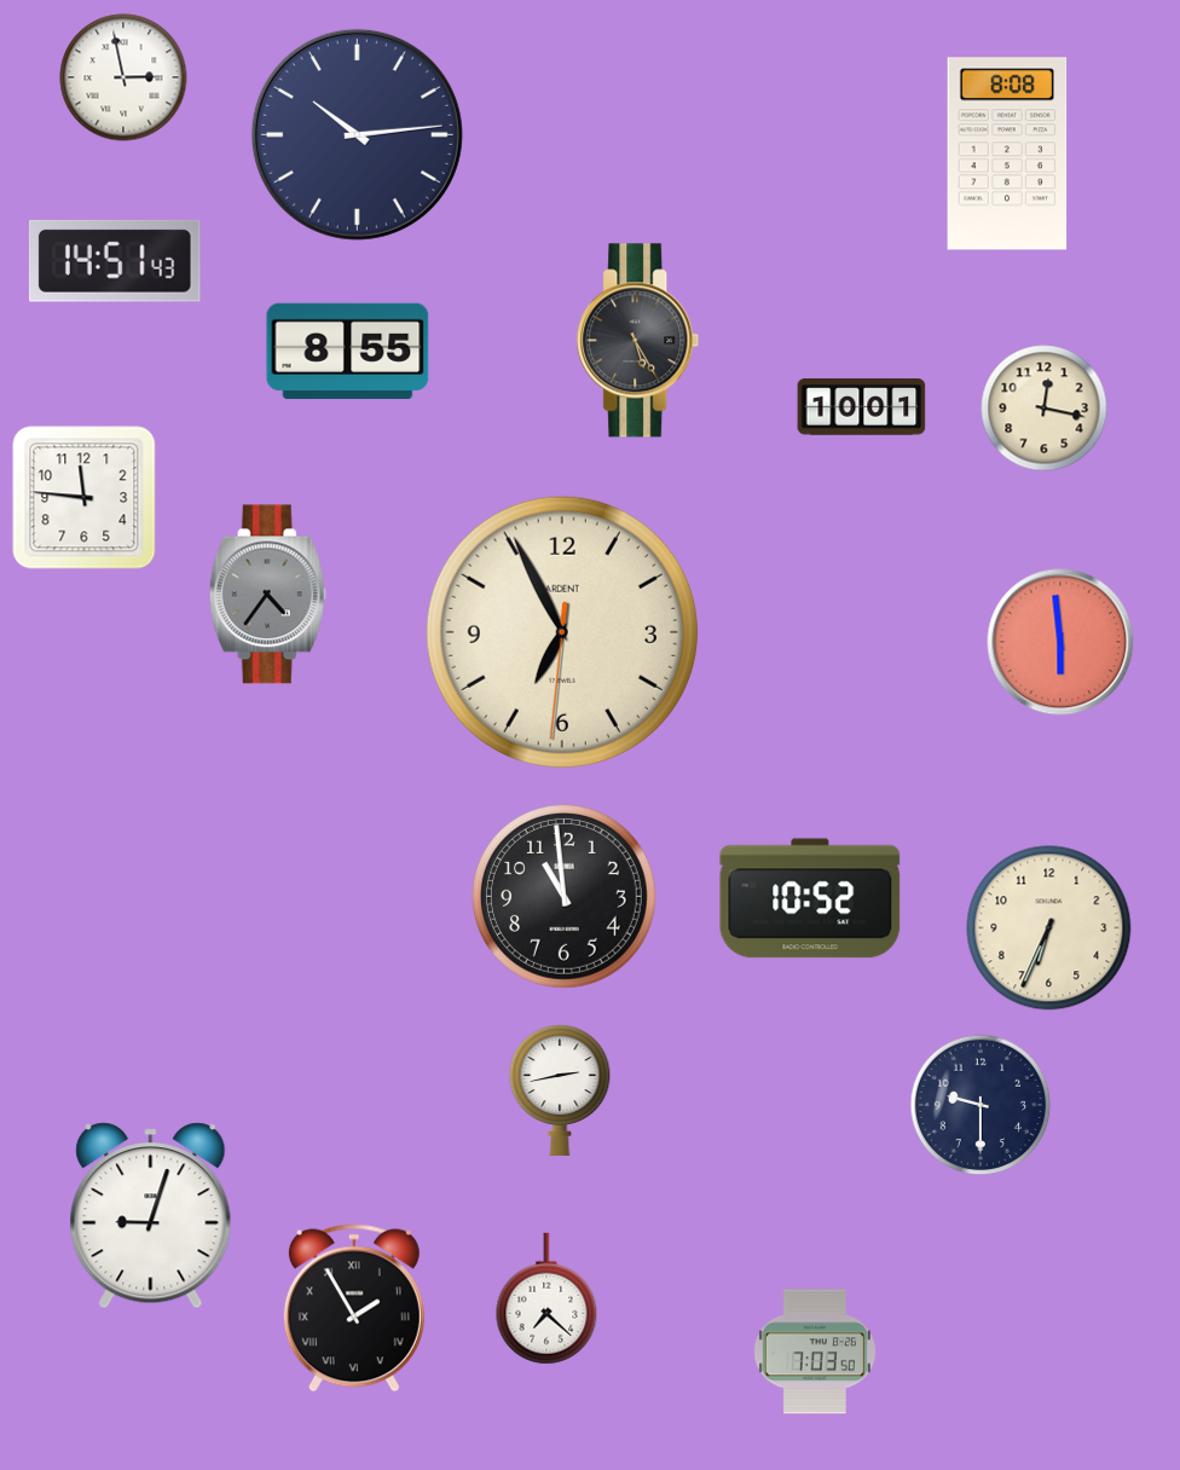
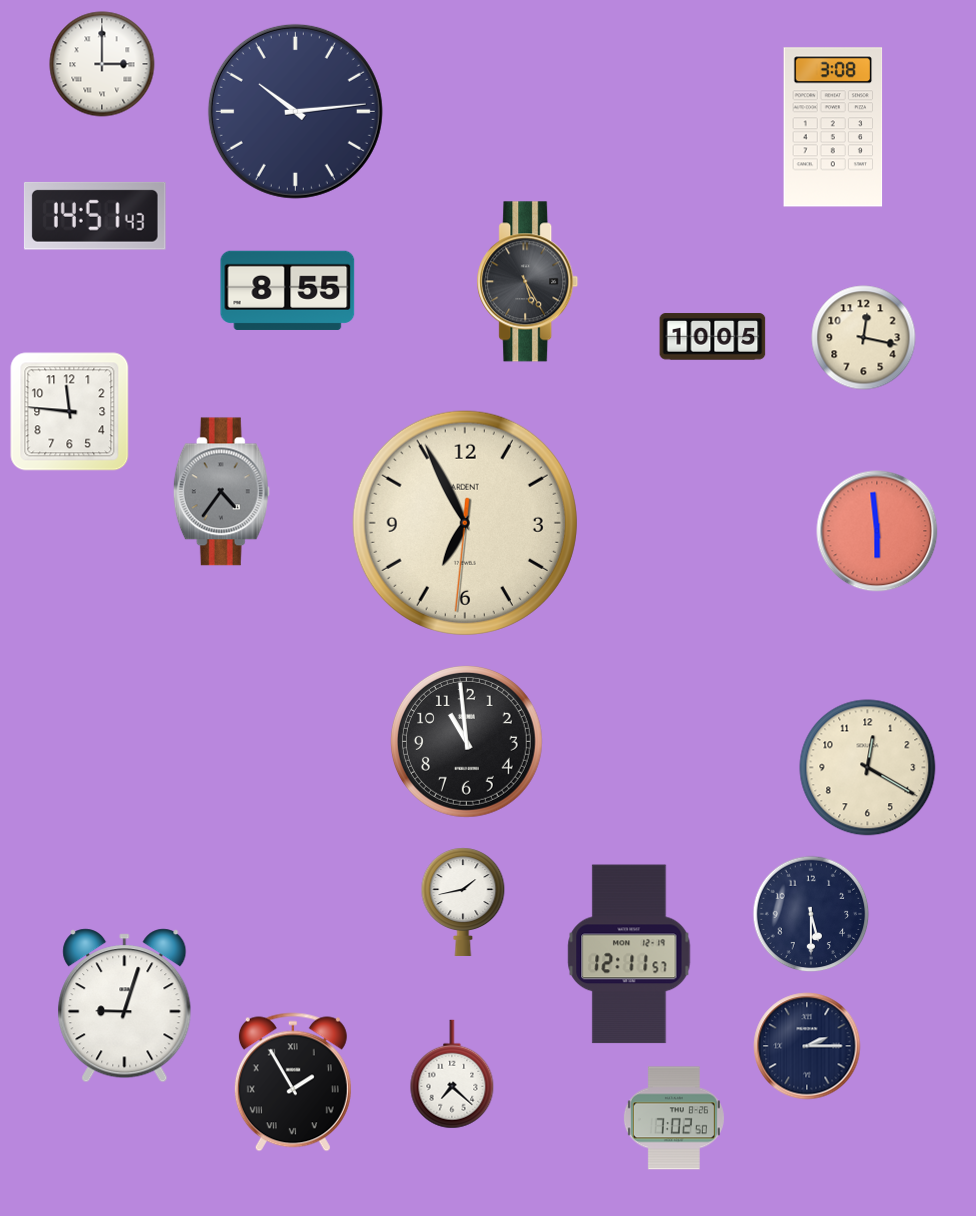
clock at (123, 77): 2:58 -> 3:00
clock at (1007, 154): 8:08 -> 3:08
clock at (862, 407): 10:01 -> 10:05
clock at (810, 898): 10:52 -> none
clock at (1049, 928): 6:34 -> 12:20
clock at (560, 1090): 2:43 -> 1:43
clock at (981, 1105): 9:30 -> 5:30
clock at (629, 954): none -> 12:11
clock at (807, 1046): none -> 2:15
clock at (815, 1352): 7:03 -> 7:02
